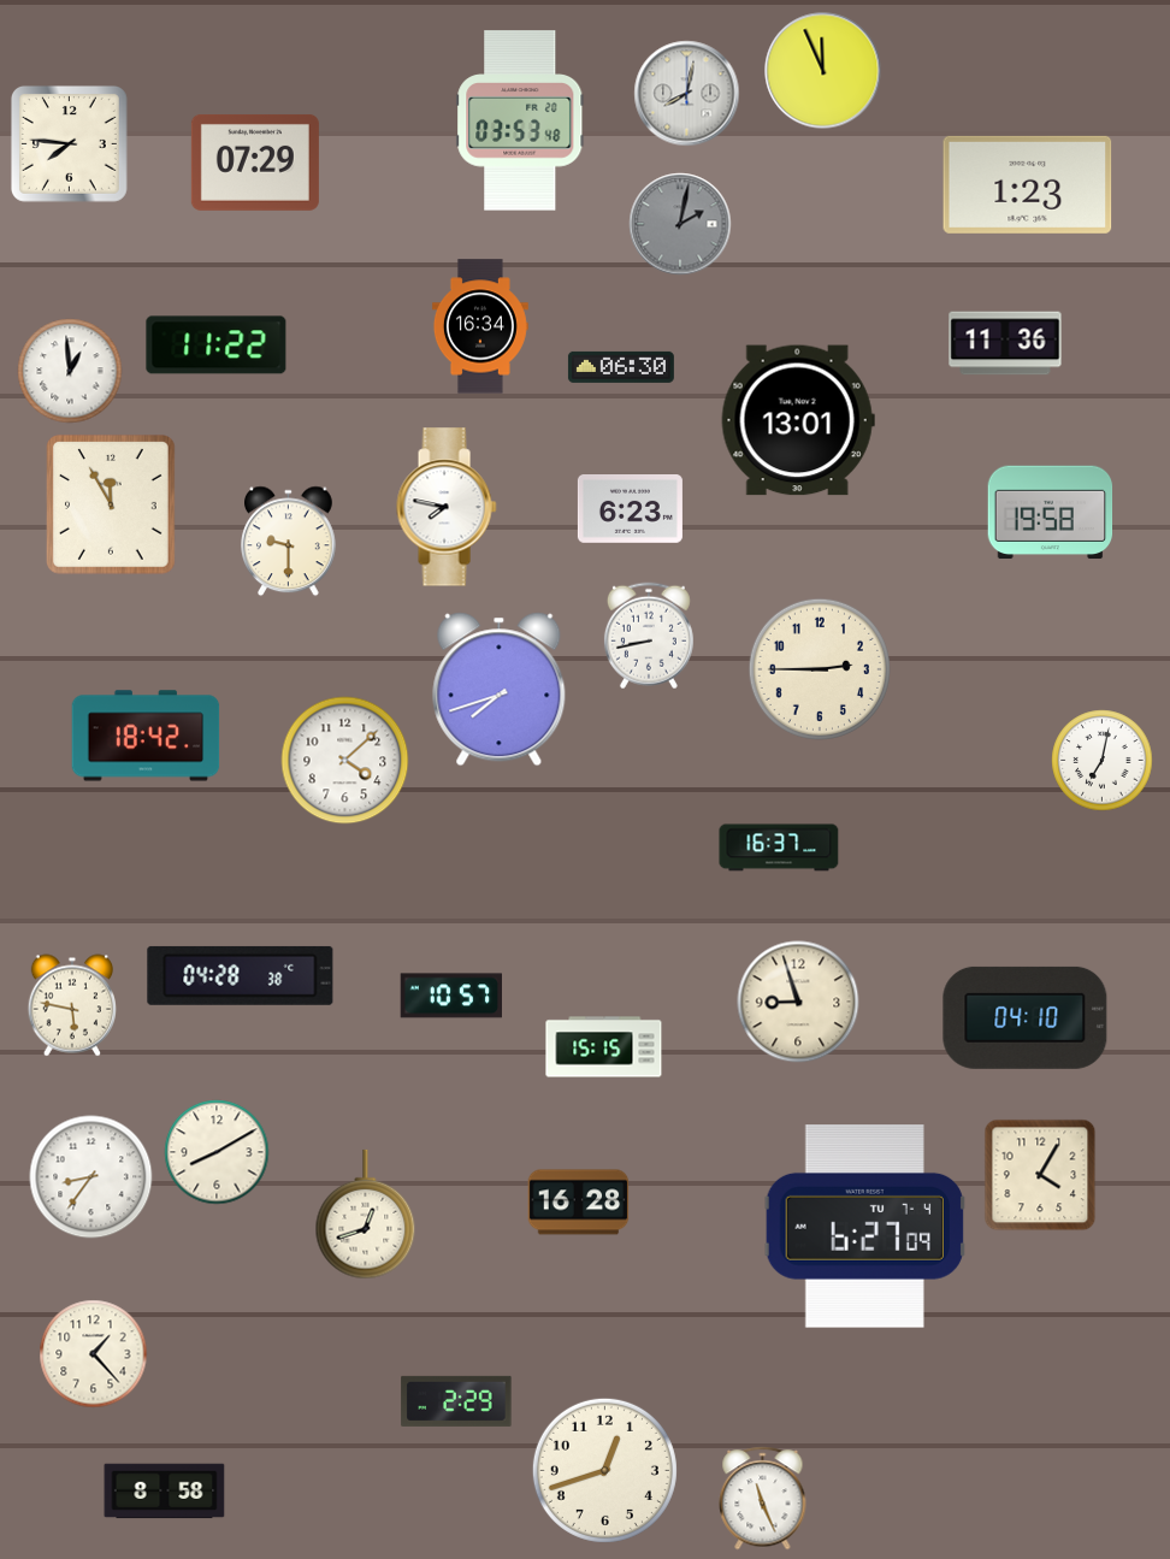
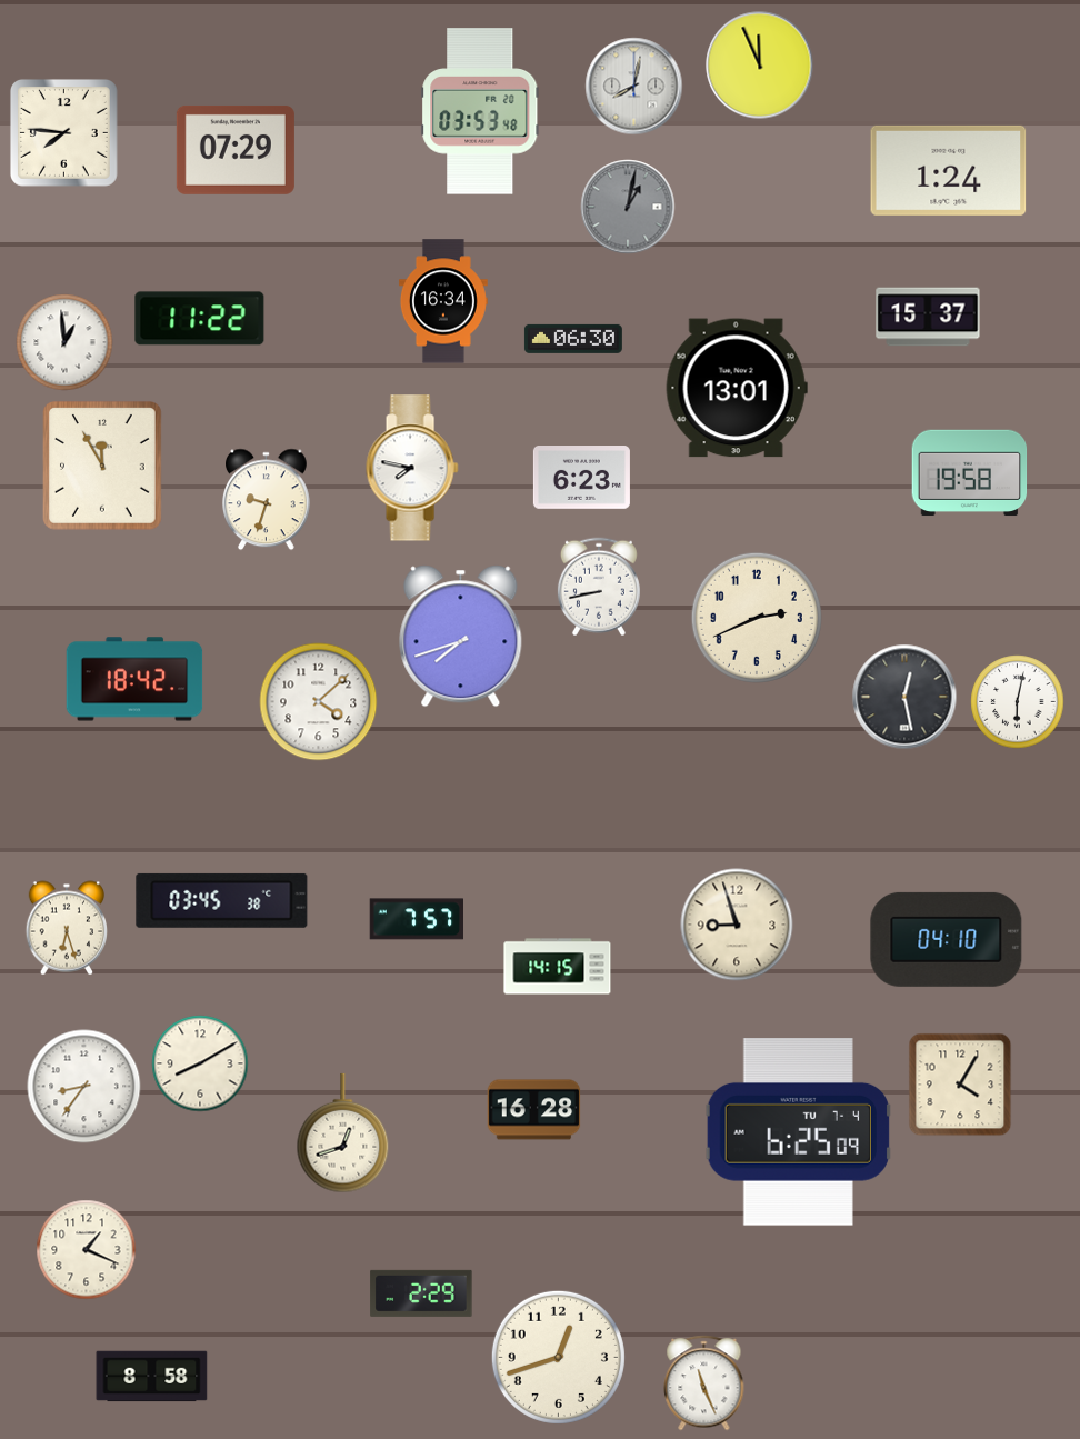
clock at (1028, 184): 1:23 -> 1:24
clock at (680, 224): 2:02 -> 1:02
clock at (1005, 343): 11:36 -> 15:37
clock at (630, 509) position: (630, 509) -> (581, 478)
clock at (289, 542): 9:30 -> 9:33
clock at (820, 669): 2:45 -> 2:41
clock at (904, 697): none -> 12:28
clock at (1103, 761): 7:02 -> 6:02
clock at (779, 848): 16:37 -> none
clock at (241, 975): 04:28 -> 03:45
clock at (450, 996): 10:57 -> 7:57
clock at (72, 1005): 5:47 -> 6:27
clock at (604, 1047): 15:15 -> 14:15
clock at (366, 1215) position: (366, 1215) -> (343, 1133)
clock at (864, 1227): 6:27 -> 6:25
clock at (94, 1354): 1:23 -> 1:19
